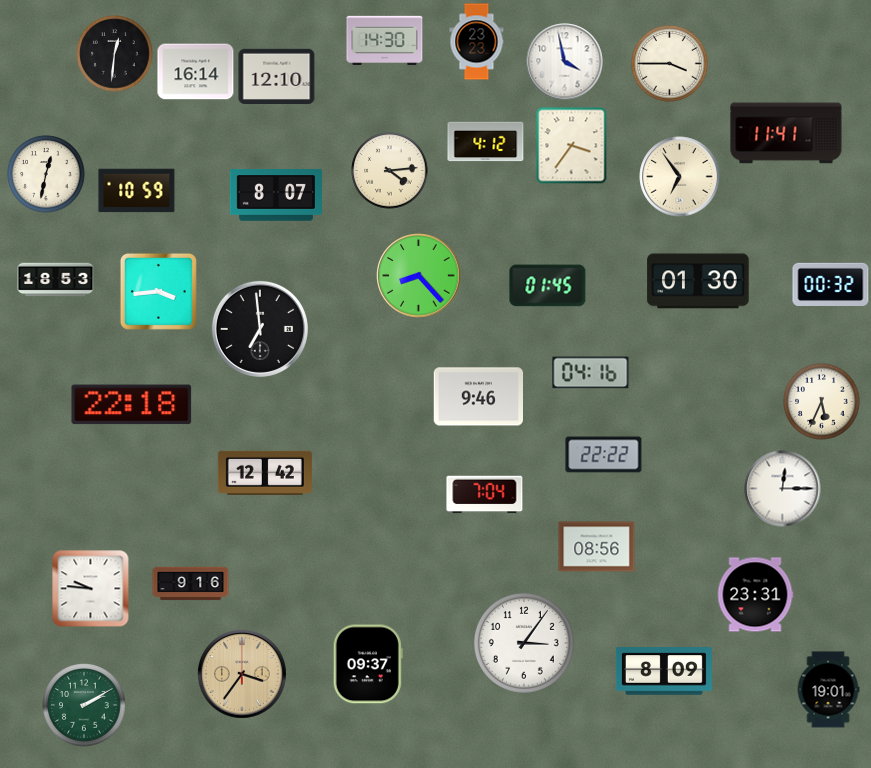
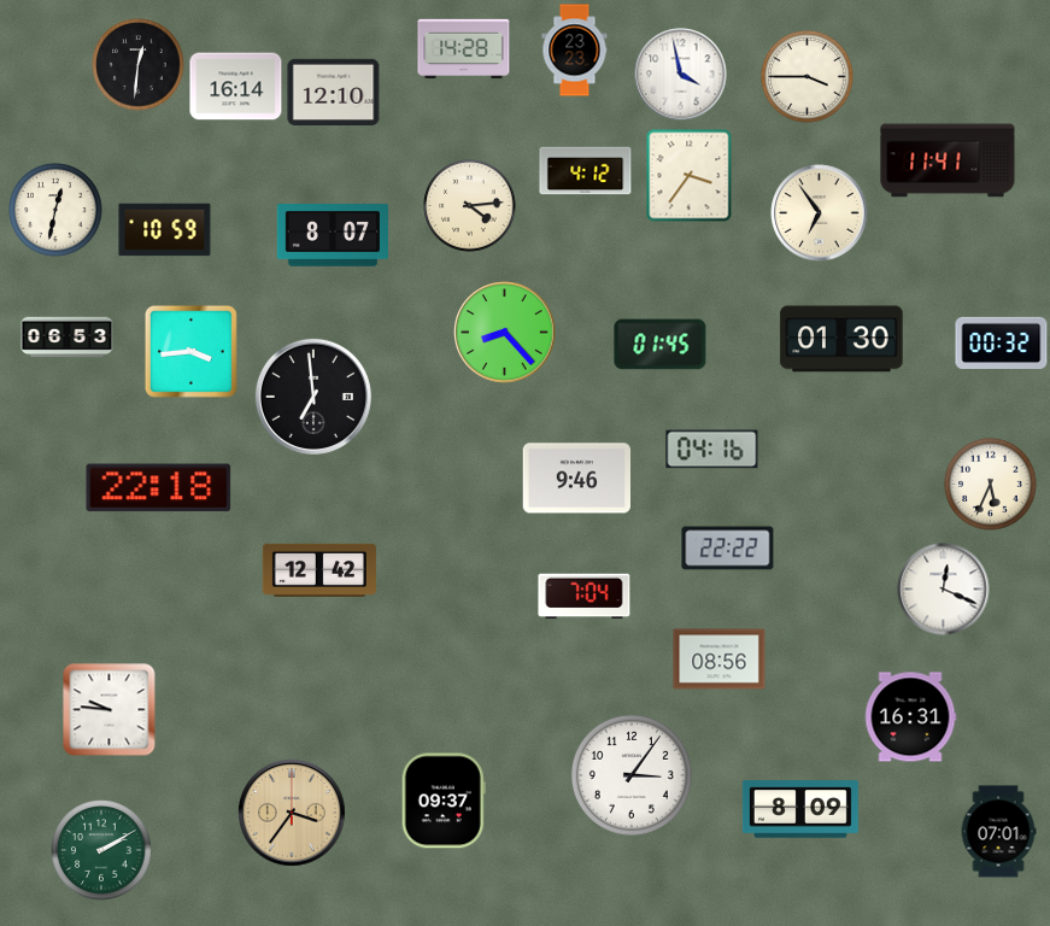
clock at (385, 41): 14:30 -> 14:28
clock at (56, 280): 18:53 -> 06:53
clock at (783, 489): 12:15 -> 12:19
clock at (191, 584): 9:16 -> none
clock at (755, 595): 23:31 -> 16:31
clock at (828, 690): 19:01 -> 07:01
